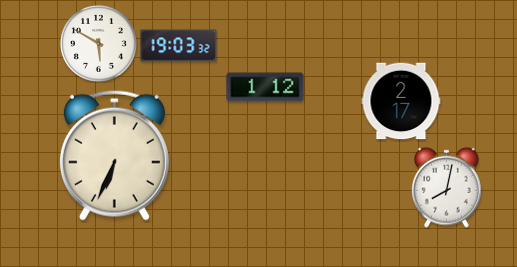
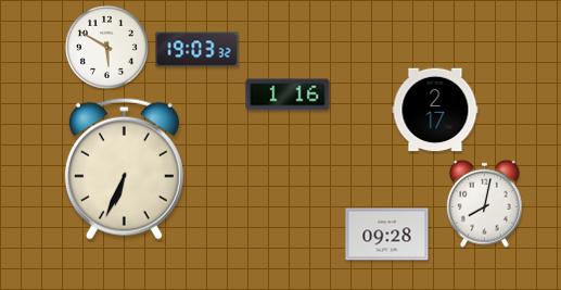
clock at (179, 46) position: (179, 46) -> (197, 50)
clock at (265, 87): 1:12 -> 1:16
clock at (387, 235): none -> 09:28
